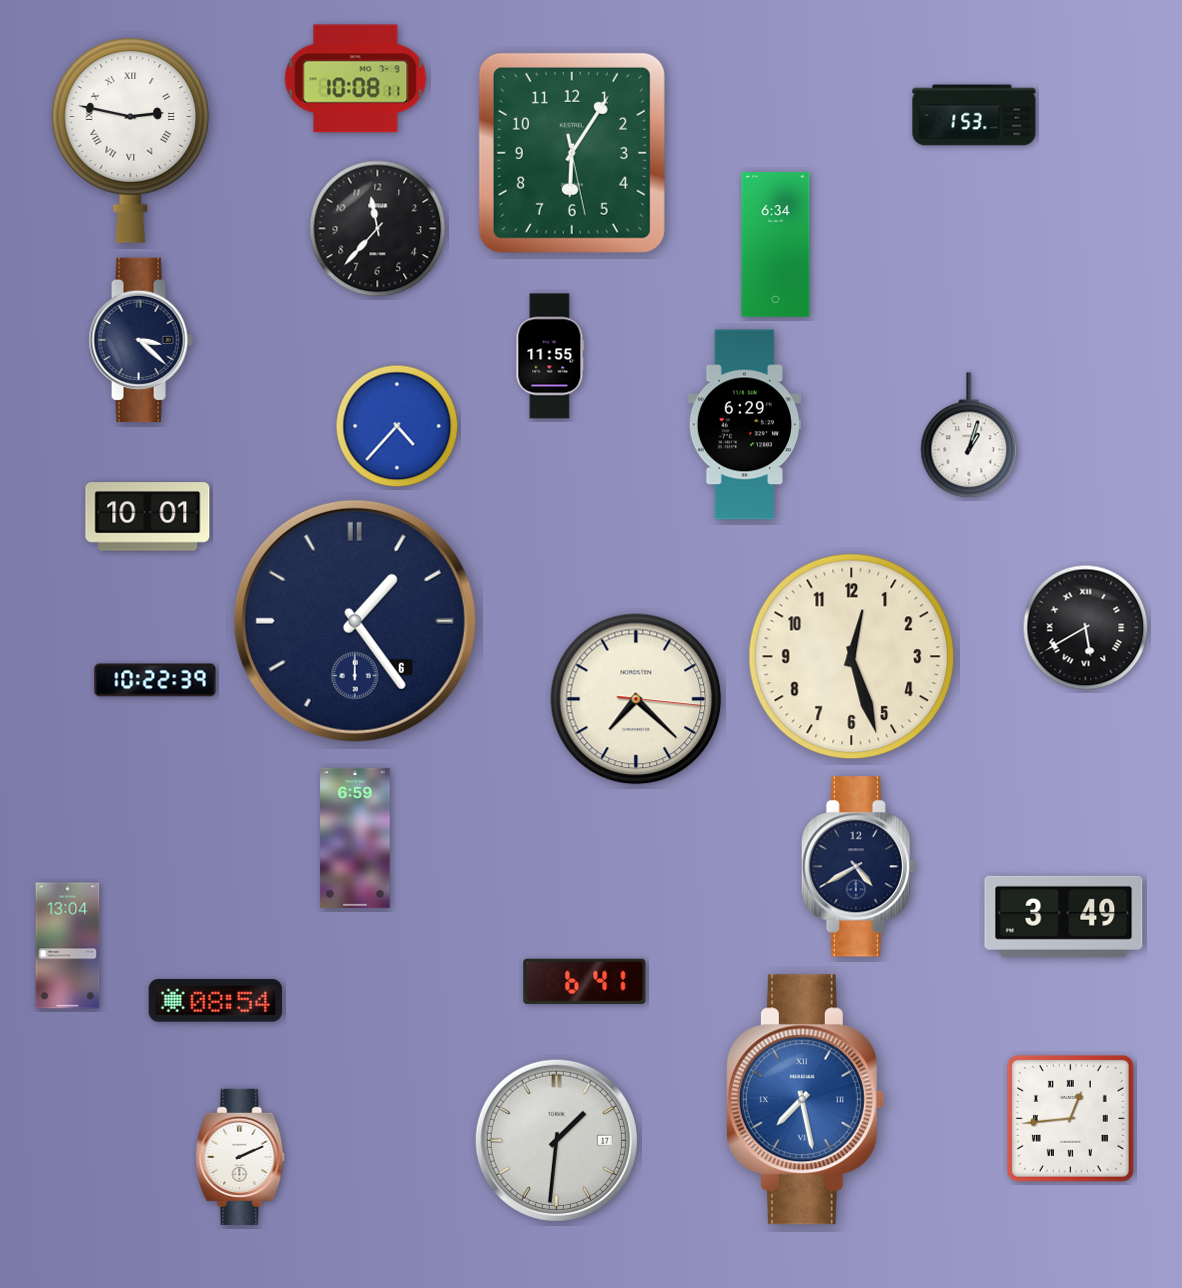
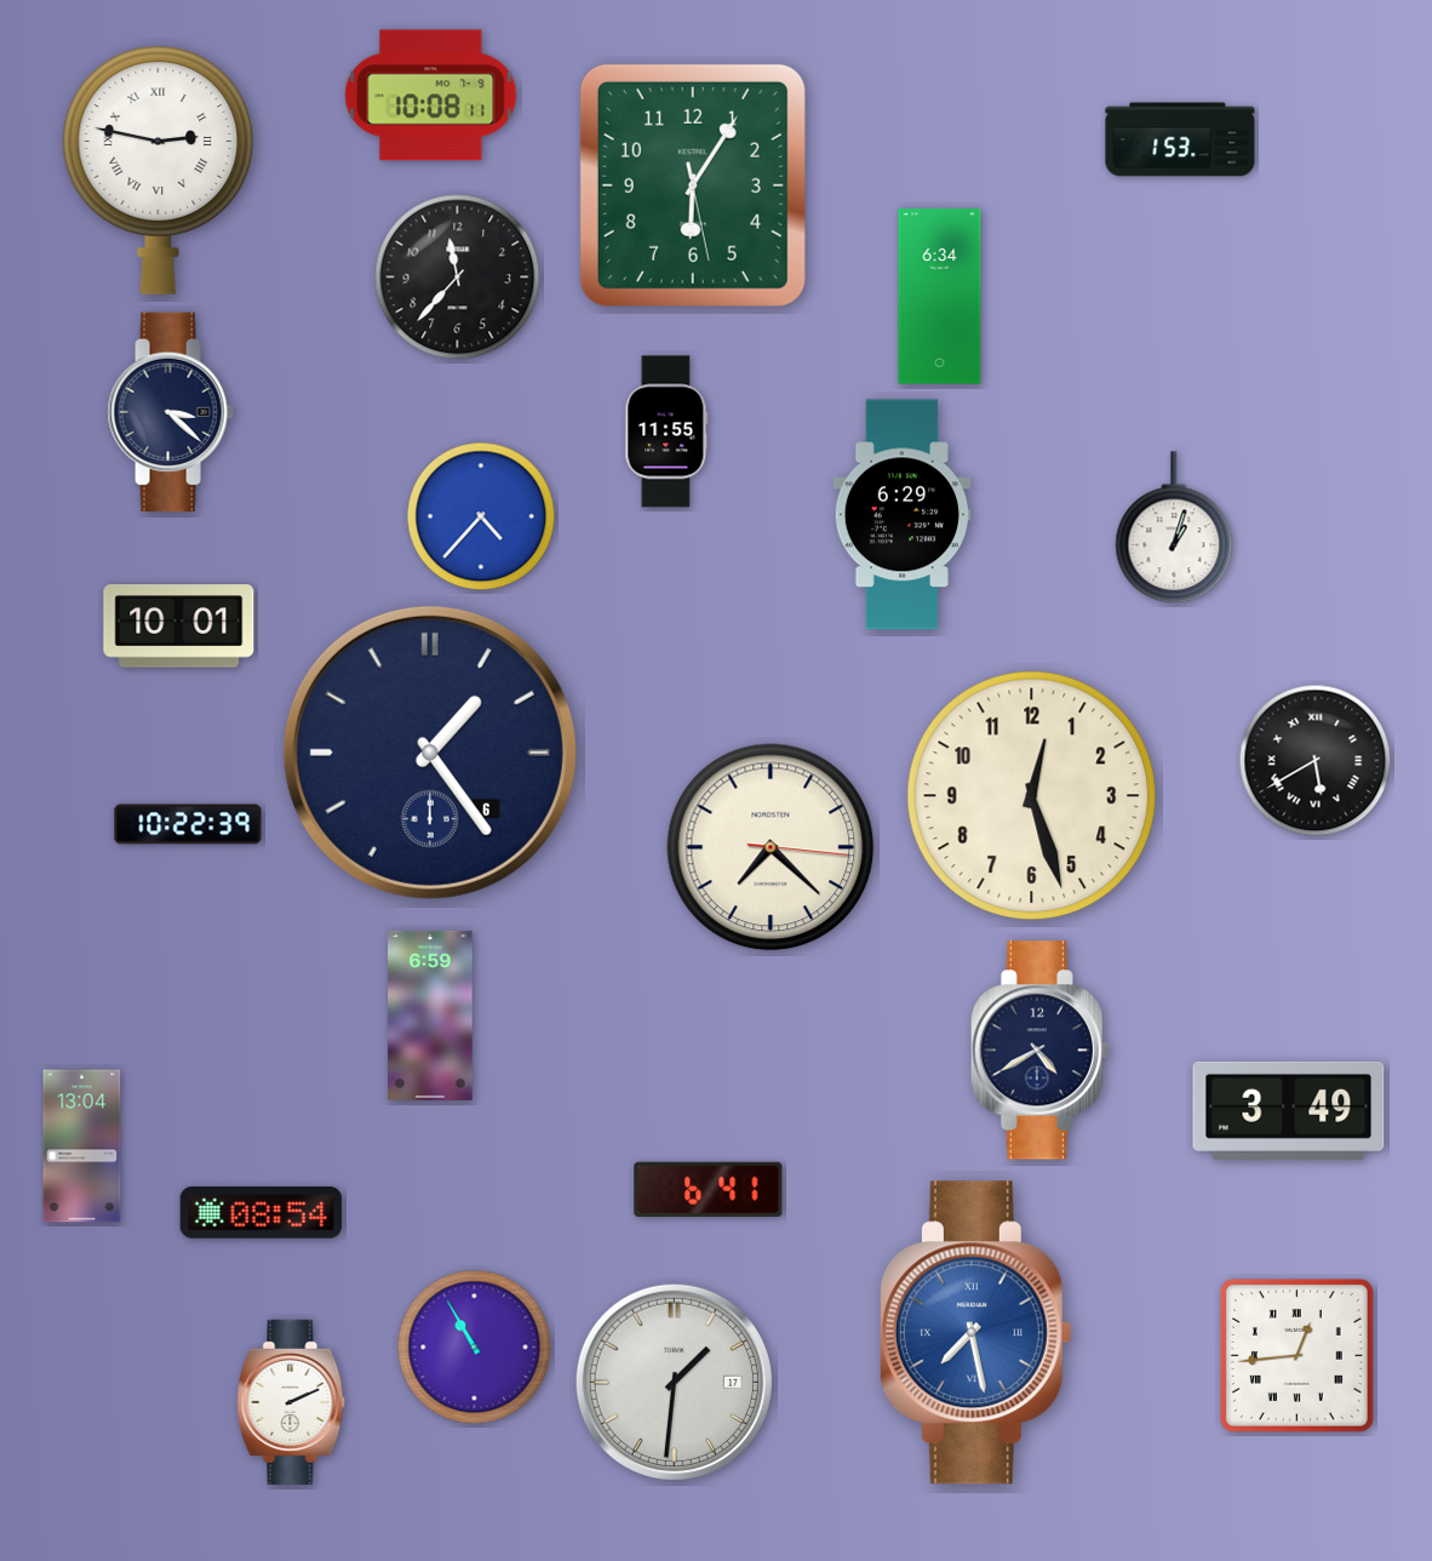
clock at (475, 1348): none -> 10:55
